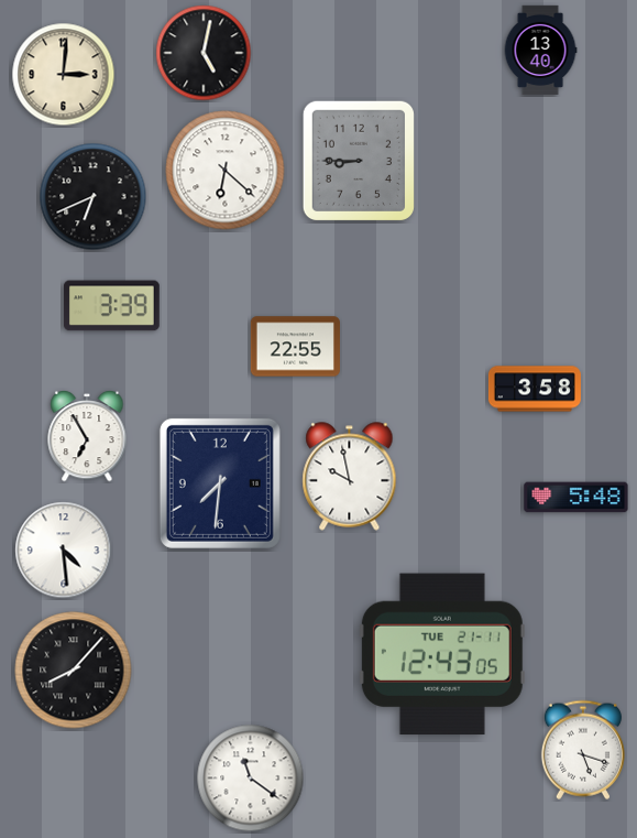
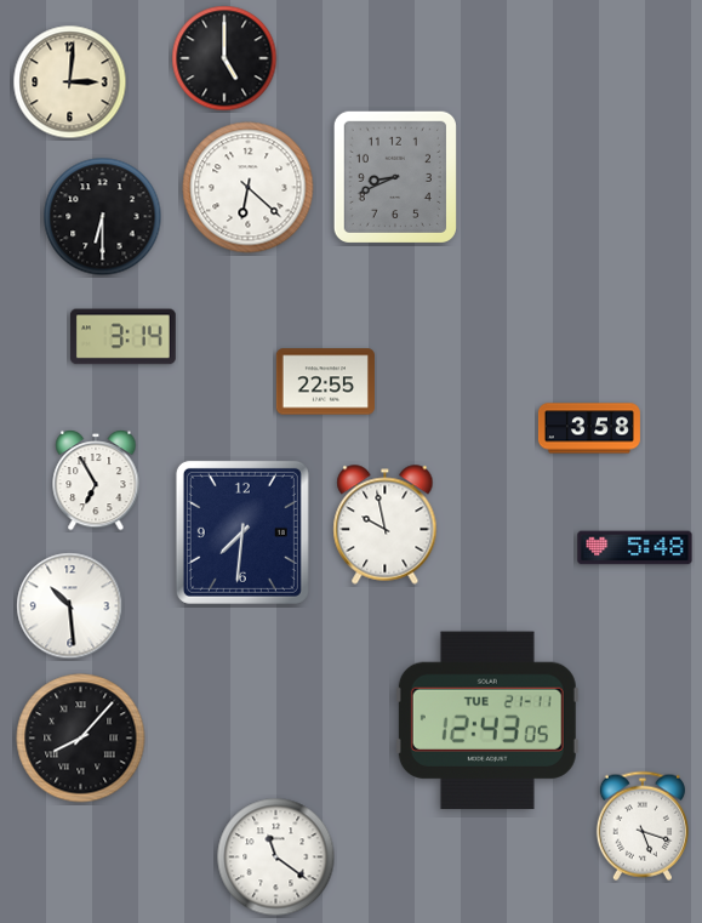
clock at (540, 50): 13:40 -> none
clock at (204, 53): 5:02 -> 5:00
clock at (359, 161): 8:45 -> 8:41
clock at (94, 197): 6:41 -> 6:30
clock at (111, 306): 3:39 -> 3:14
clock at (64, 551): 4:29 -> 10:29
